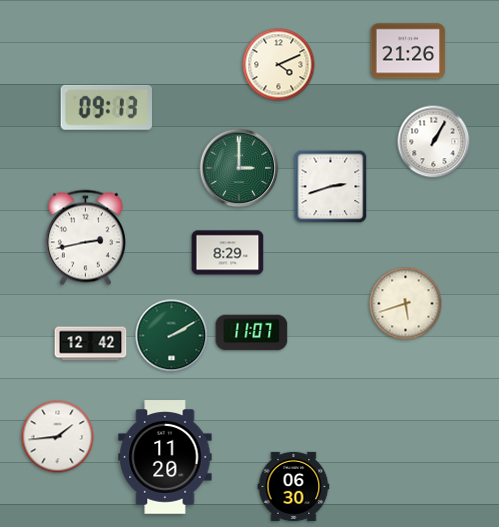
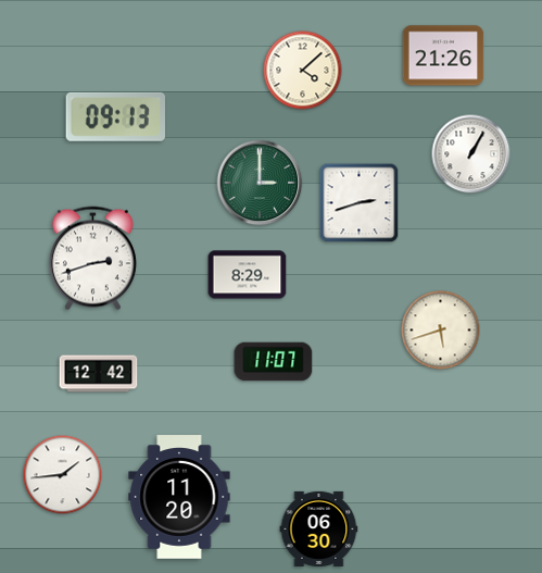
clock at (279, 65): 4:11 -> 4:08
clock at (85, 238): 2:43 -> 2:42
clock at (172, 336): 2:10 -> none
